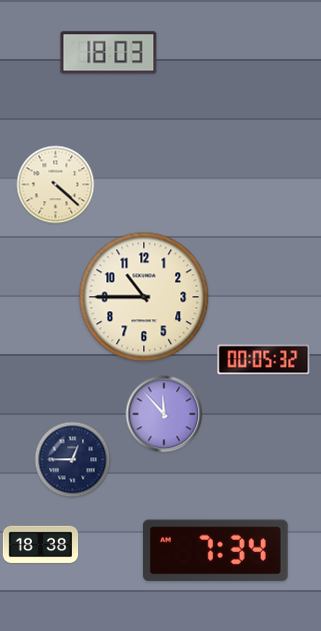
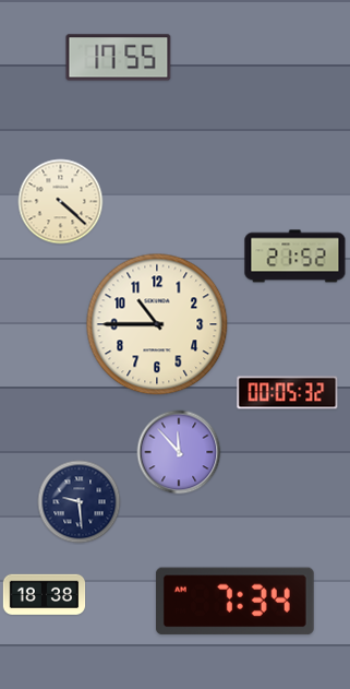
clock at (109, 53): 18:03 -> 17:55
clock at (295, 257): none -> 21:52
clock at (73, 460): 12:45 -> 9:29
